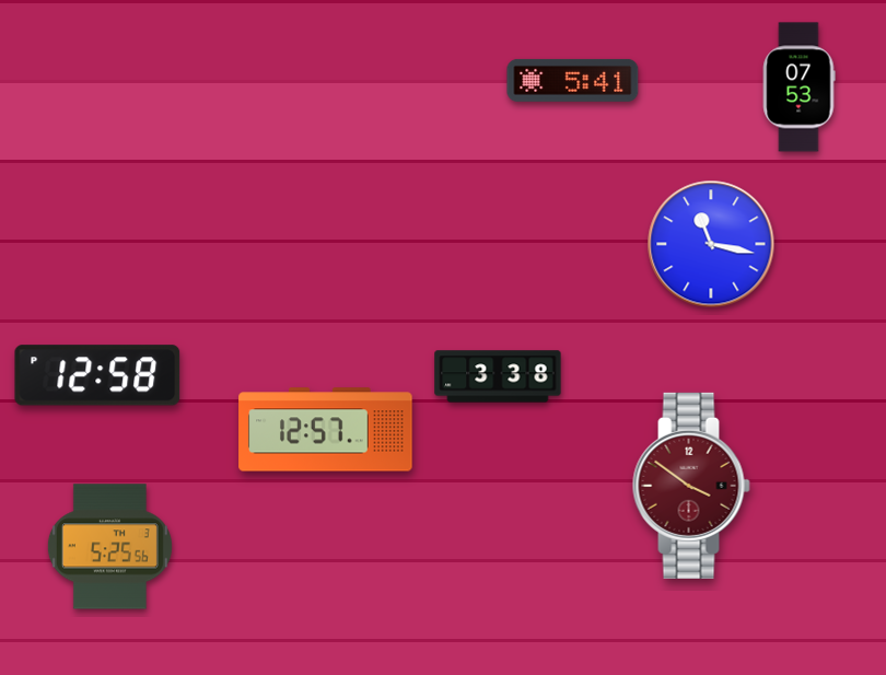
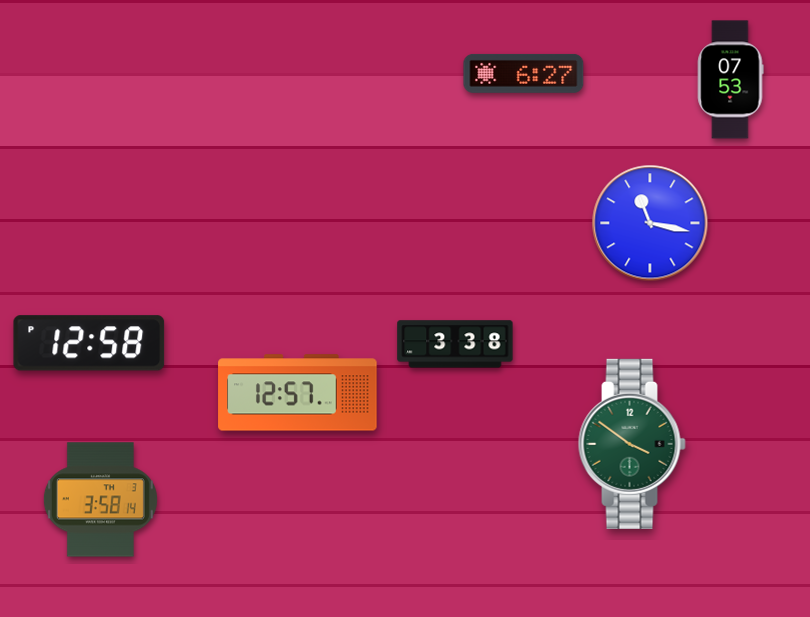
clock at (573, 80): 5:41 -> 6:27
clock at (691, 486) dial: burgundy -> green
clock at (109, 547): 5:25 -> 3:58
